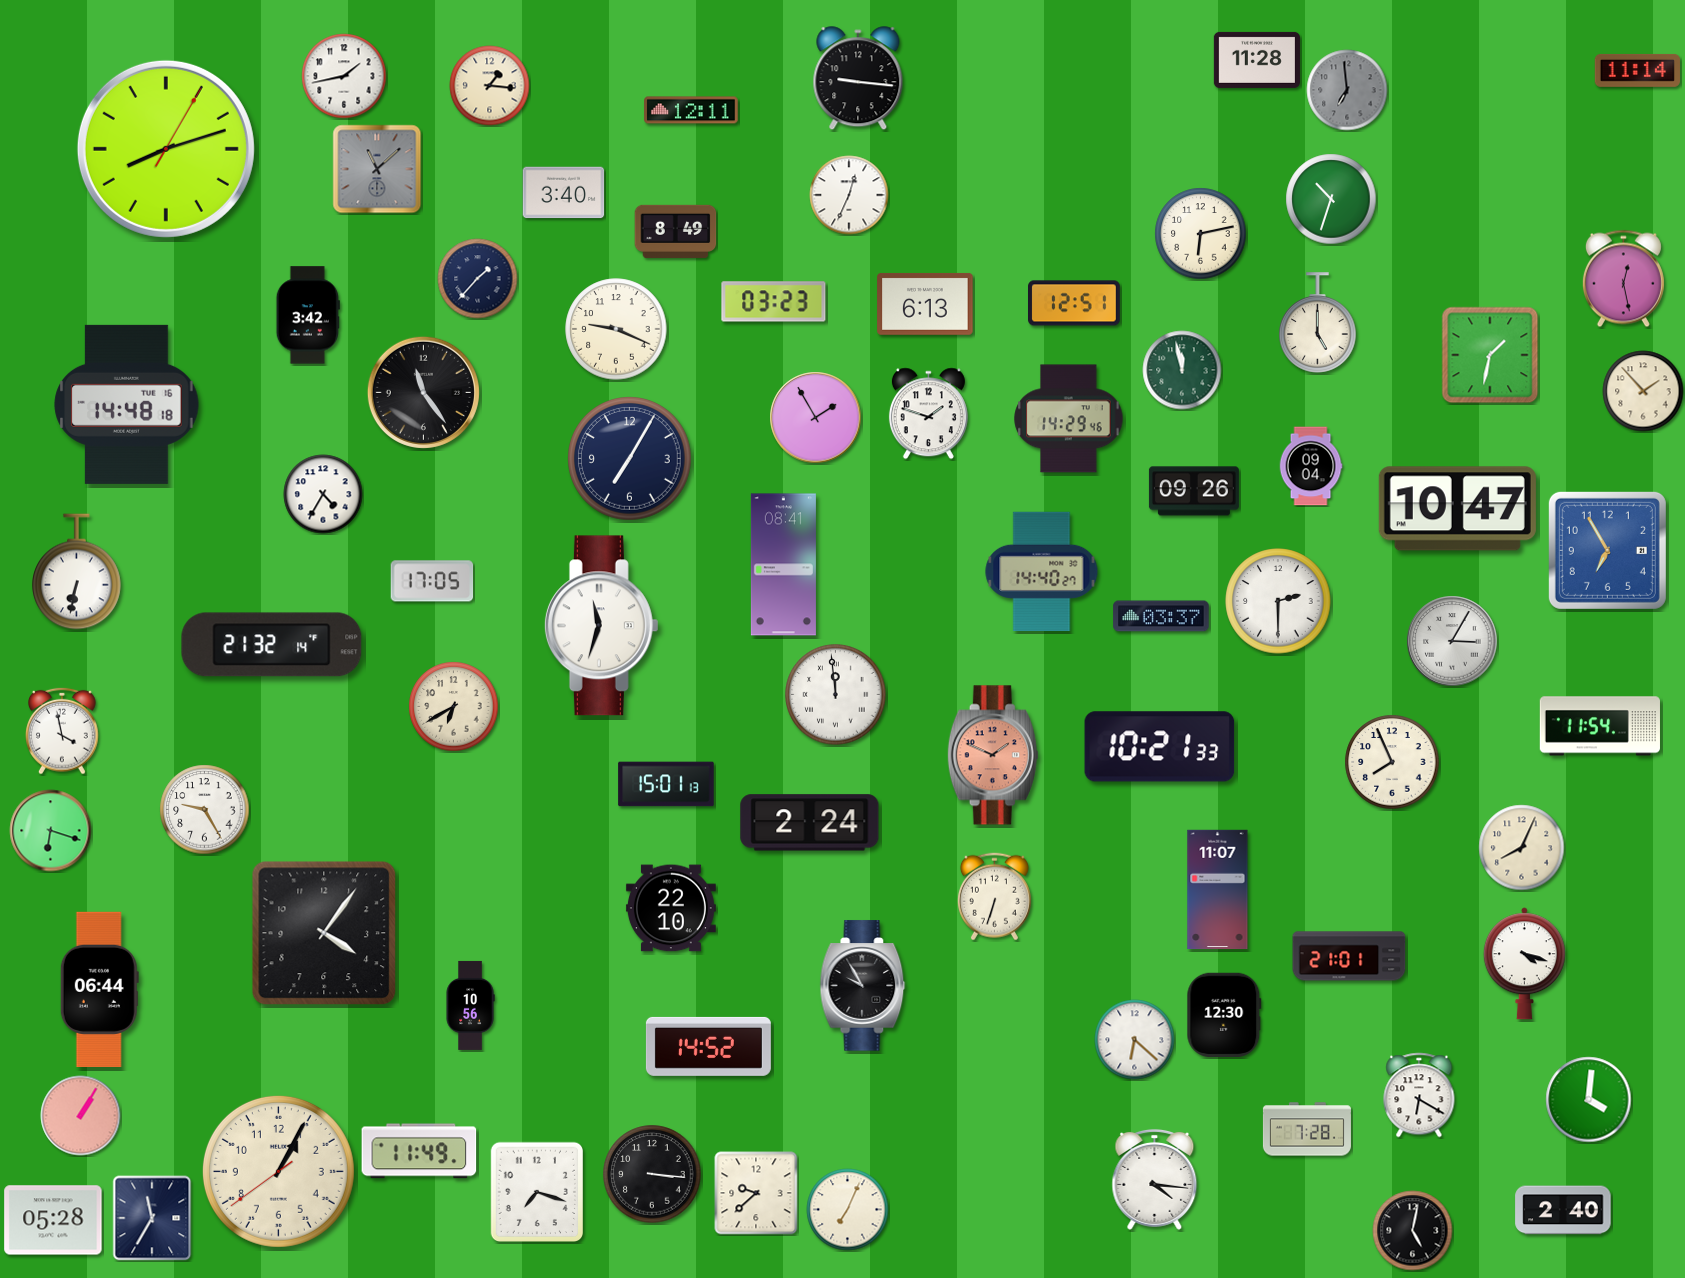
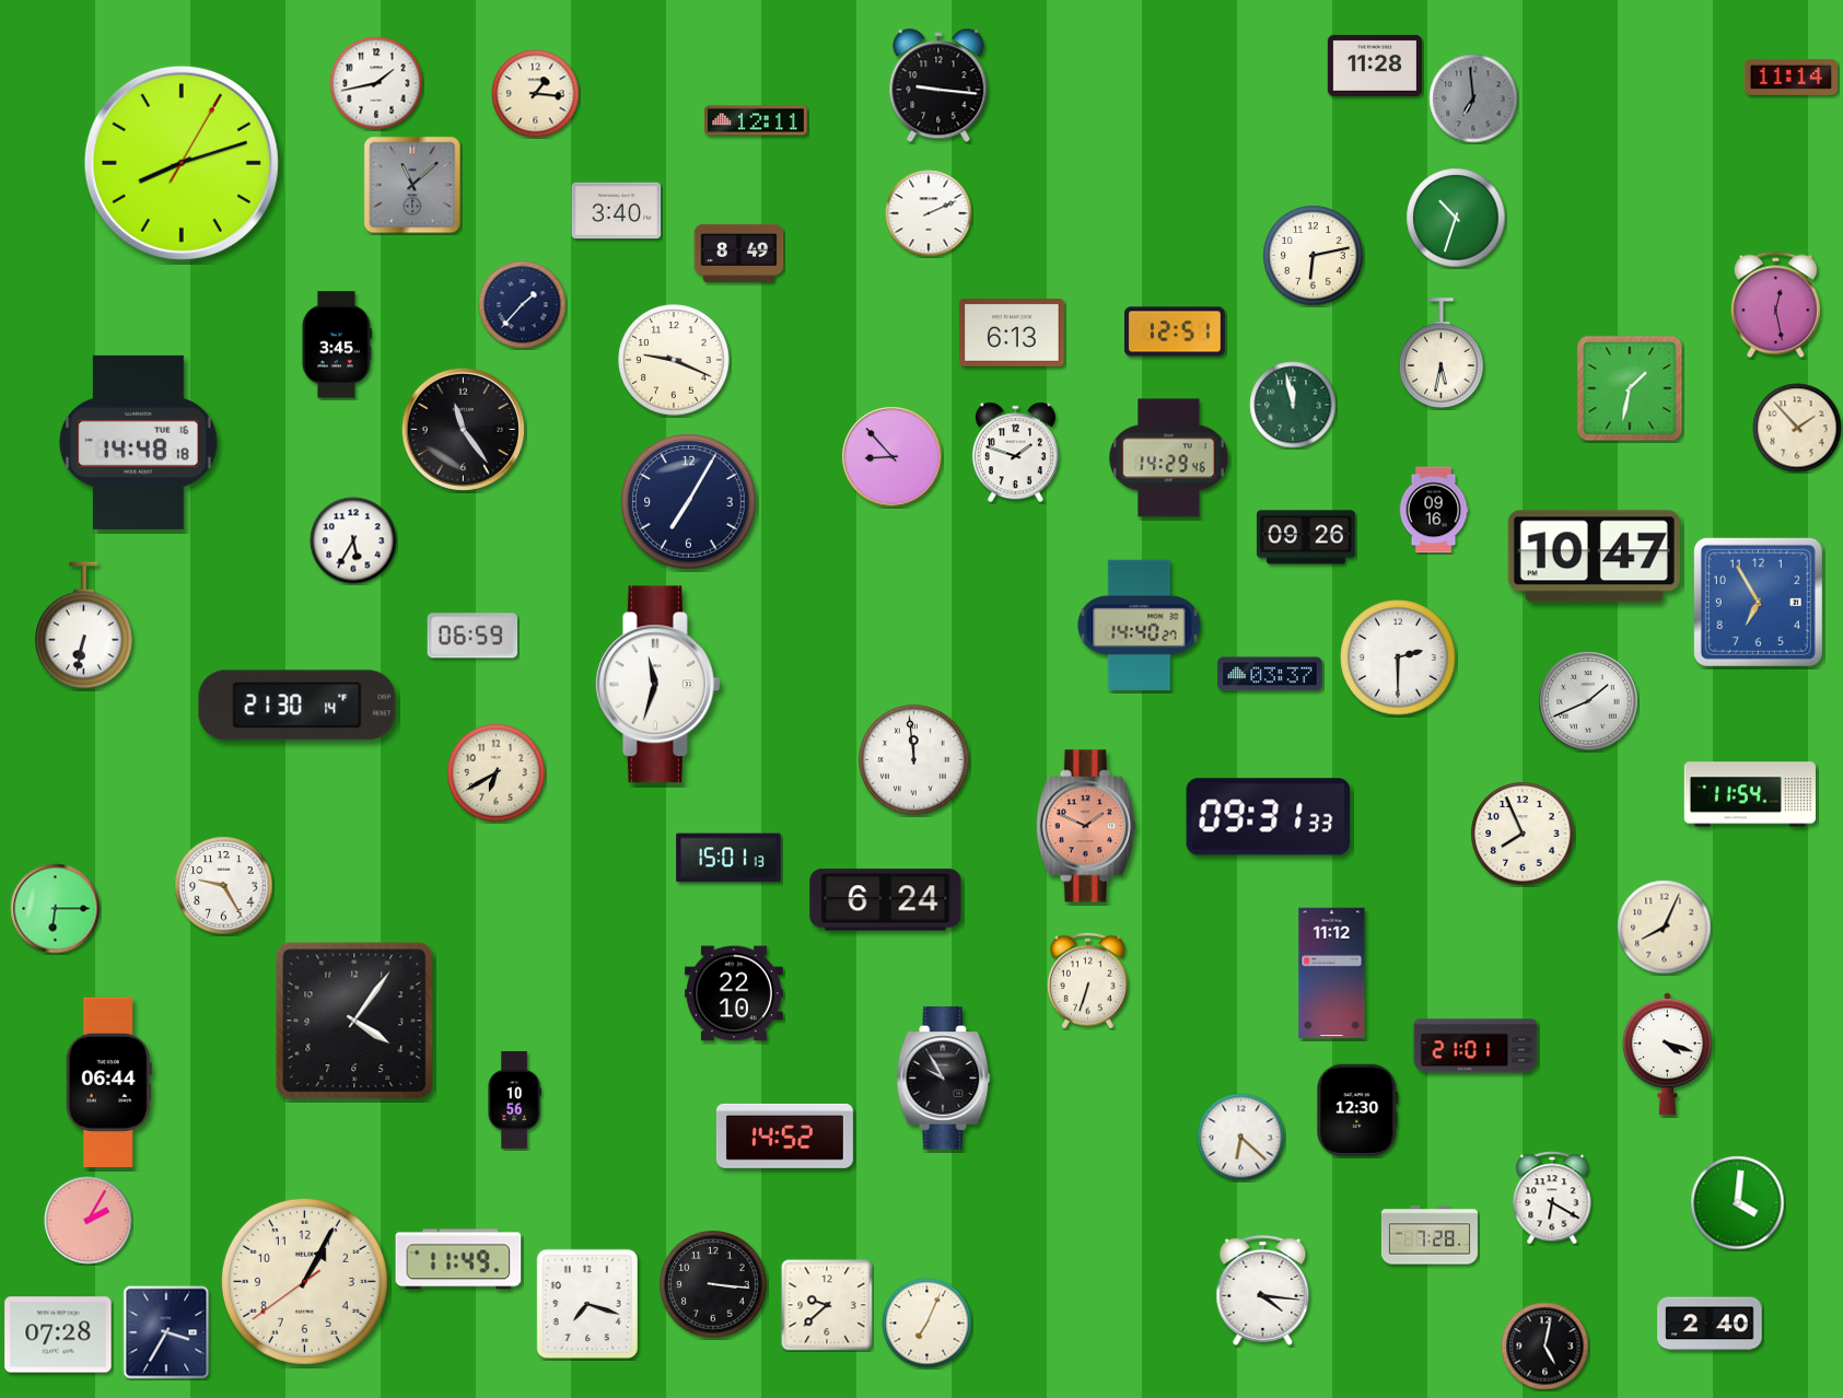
clock at (849, 195): 12:34 -> 2:11
clock at (774, 302): 03:23 -> none
clock at (308, 315): 3:42 -> 3:45
clock at (1318, 323): 5:00 -> 5:32
clock at (816, 418): 1:55 -> 8:53
clock at (1311, 466): 09:04 -> 09:16
clock at (323, 494): 4:35 -> 5:35
clock at (783, 565): 08:41 -> none
clock at (432, 581): 17:05 -> 06:59
clock at (1452, 641): 3:05 -> 1:41
clock at (272, 645): 21:32 -> 21:30
clock at (63, 731): 3:58 -> none
clock at (1160, 747): 10:21 -> 09:31
clock at (810, 823): 2:24 -> 6:24
clock at (51, 831): 6:18 -> 6:15
clock at (1218, 890): 11:07 -> 11:12
clock at (1224, 1014) position: (1224, 1014) -> (1357, 1109)
clock at (708, 1046) position: (708, 1046) -> (784, 1135)
clock at (81, 1116): 1:05 -> 2:05
clock at (152, 1218): 11:35 -> 3:35
clock at (53, 1220): 05:28 -> 07:28
